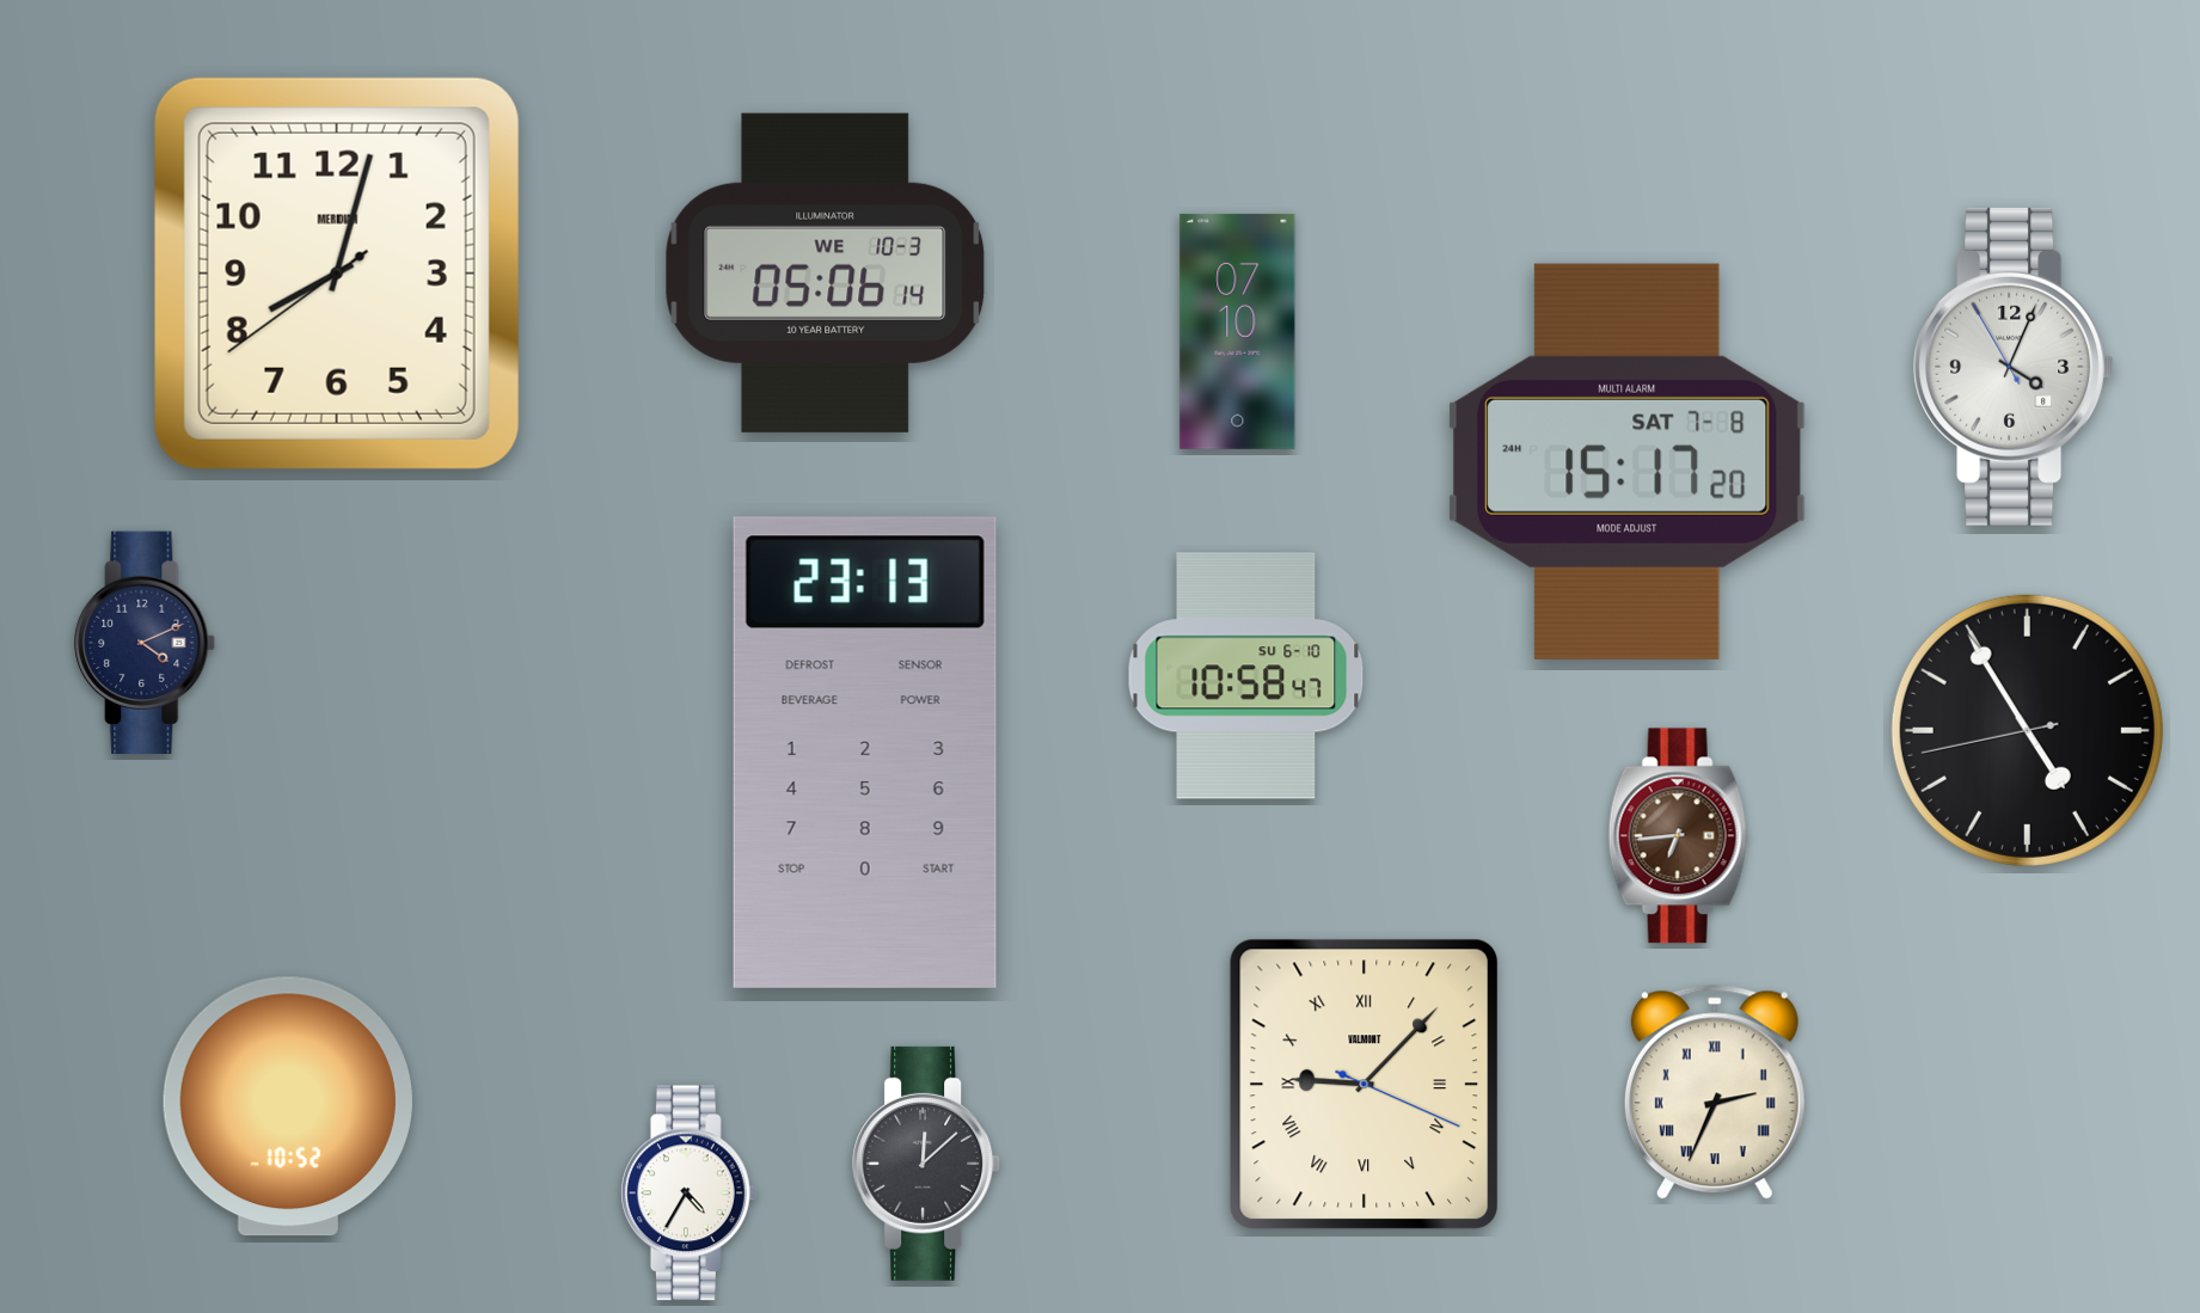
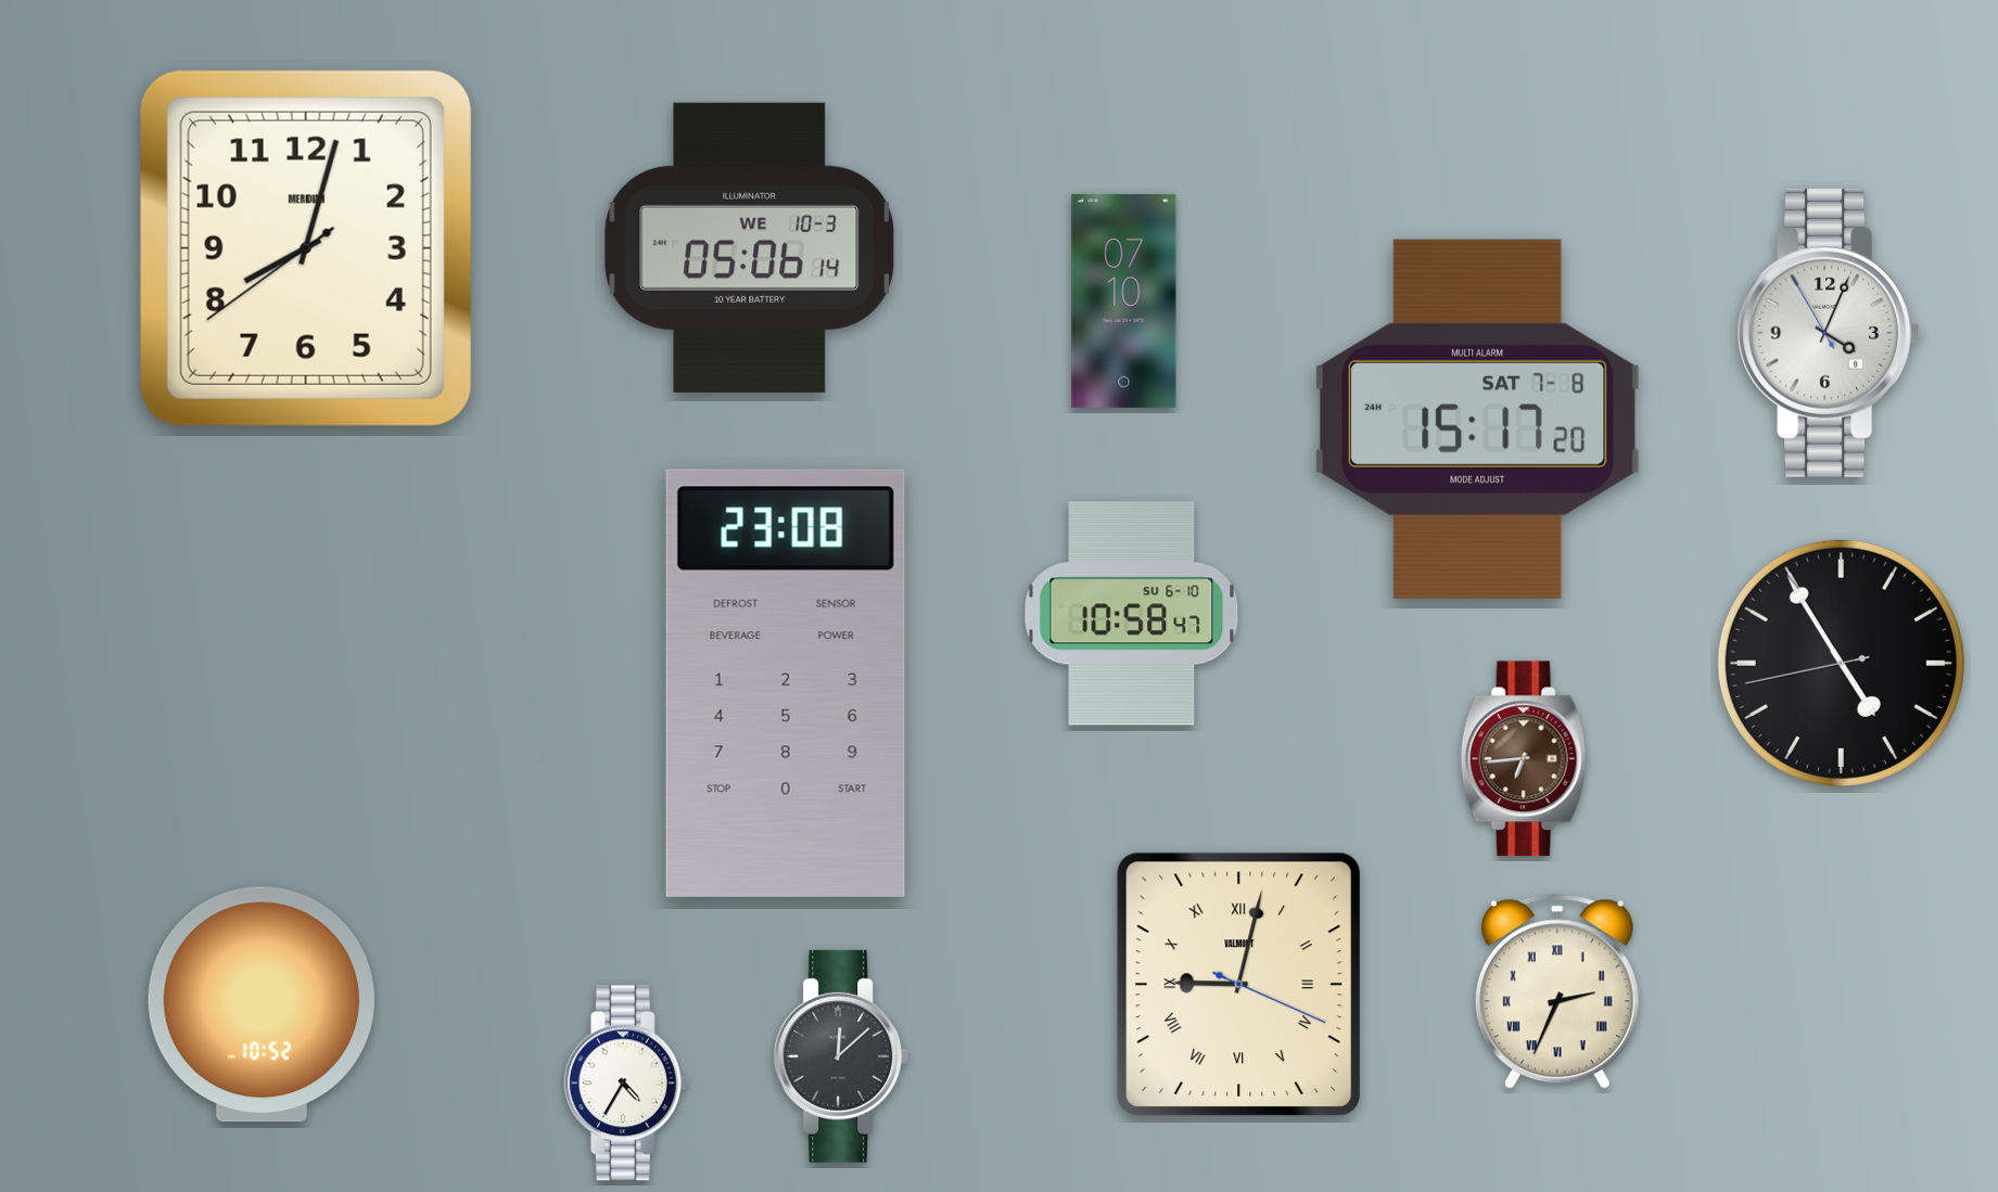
clock at (146, 642): 4:11 -> none
clock at (865, 753): 23:13 -> 23:08
clock at (1365, 1084): 9:07 -> 9:02
